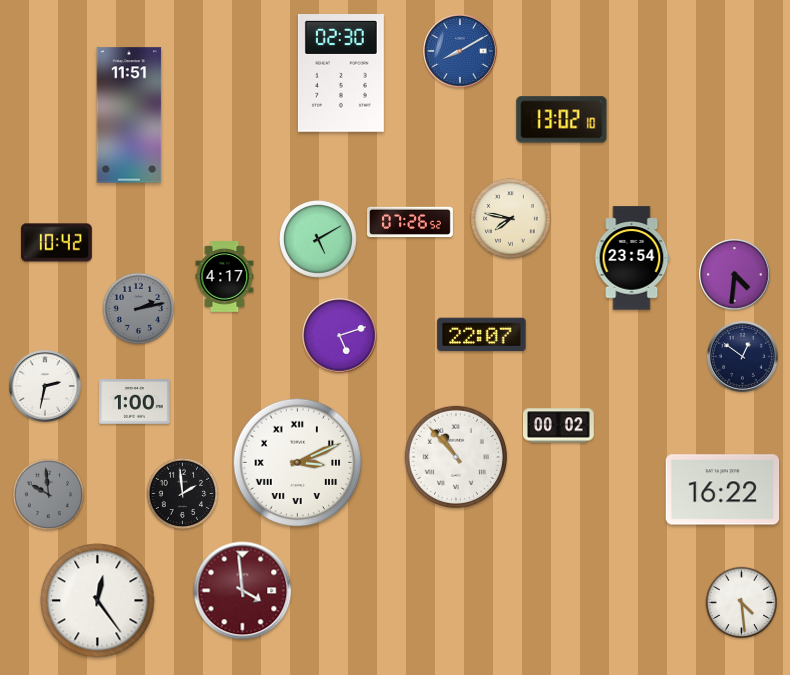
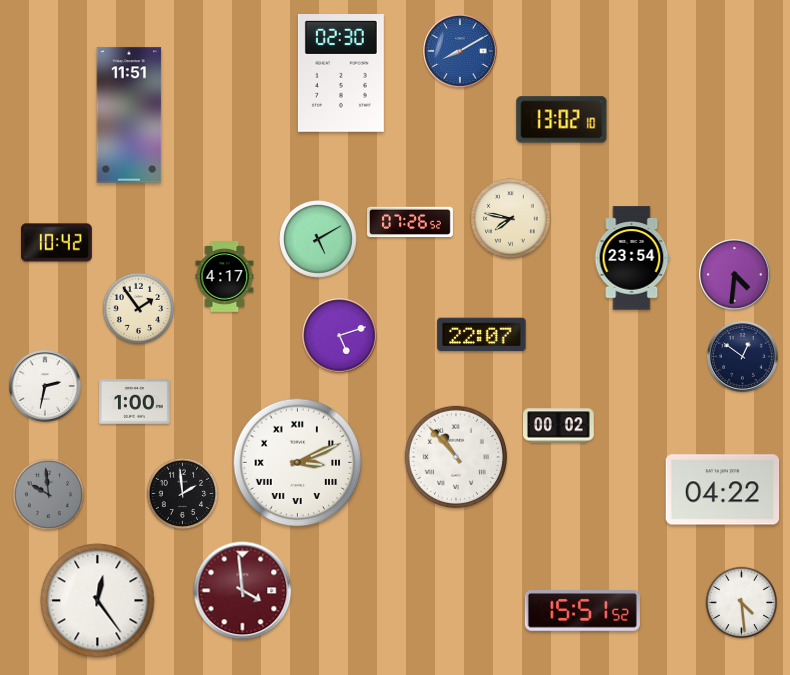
clock at (139, 309): 2:13 -> 1:54
clock at (139, 309) dial: grey -> cream
clock at (723, 490): 16:22 -> 04:22
clock at (582, 611): none -> 15:51
